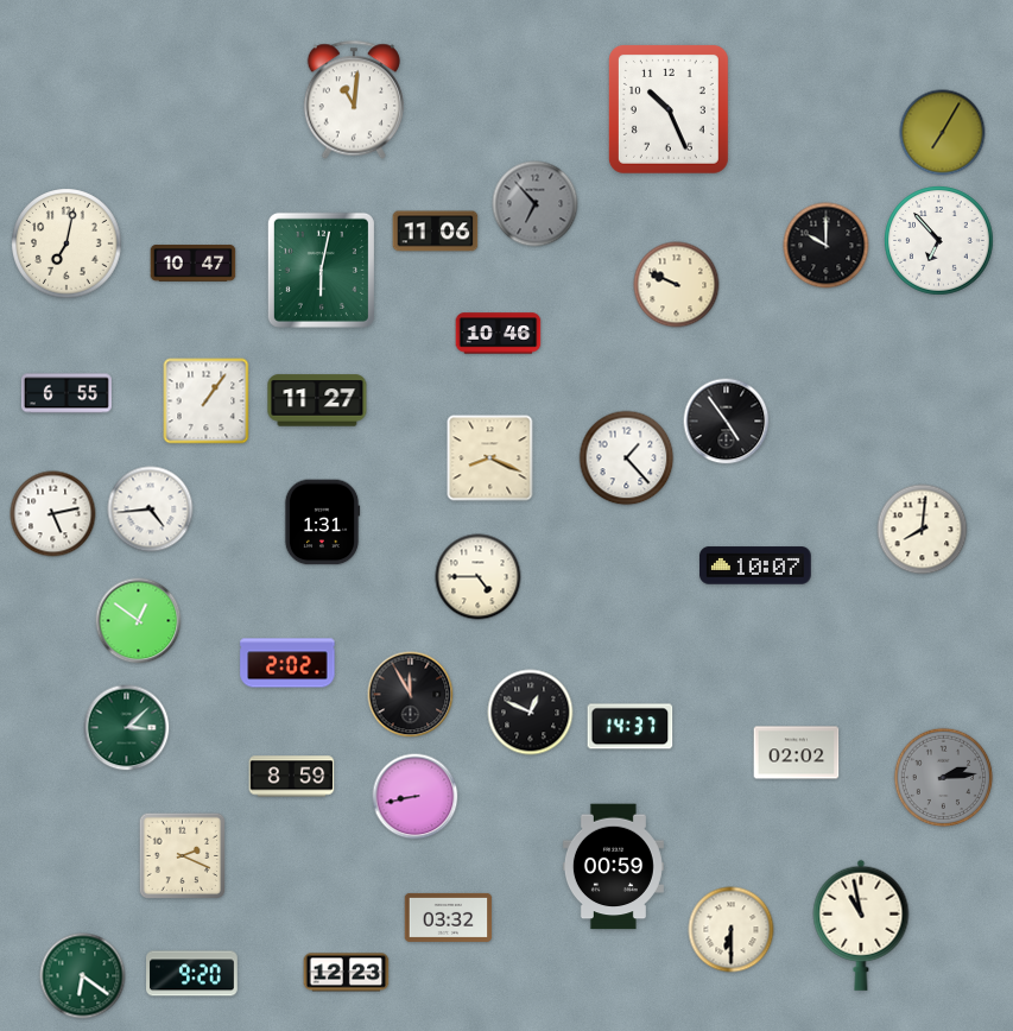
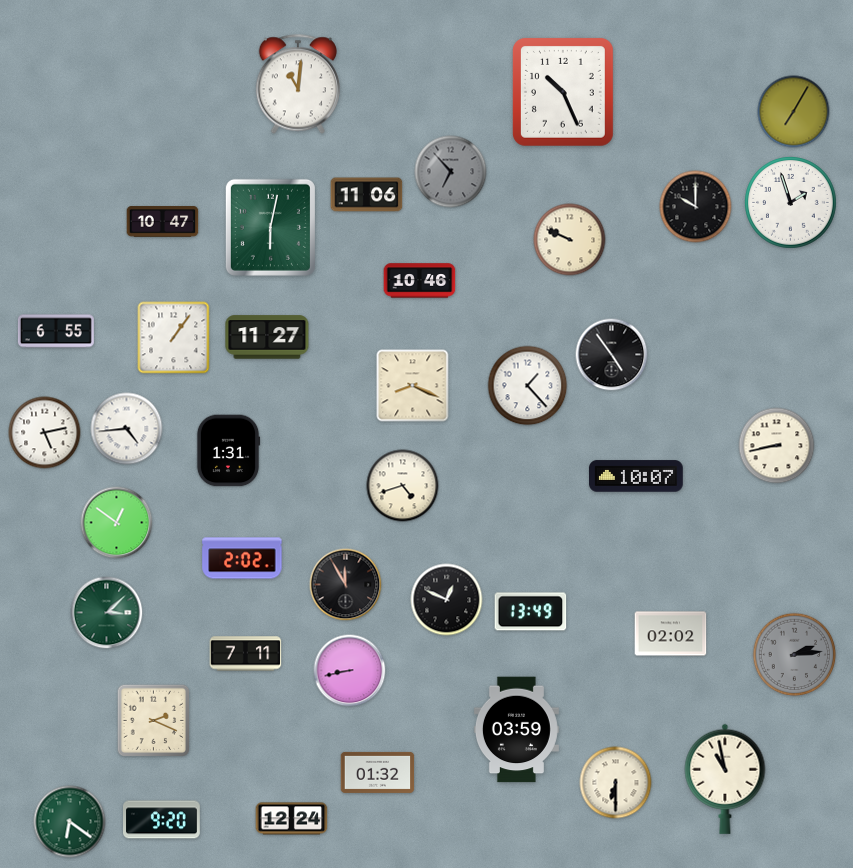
clock at (939, 241): 6:53 -> 1:57
clock at (67, 243): 7:02 -> none
clock at (322, 523) position: (322, 523) -> (228, 451)
clock at (923, 530): 8:01 -> 8:43
clock at (479, 577): 4:45 -> 4:42
clock at (631, 727): 14:37 -> 13:49
clock at (292, 777): 8:59 -> 7:11
clock at (613, 867): 00:59 -> 03:59
clock at (449, 917): 03:32 -> 01:32
clock at (347, 973): 12:23 -> 12:24
